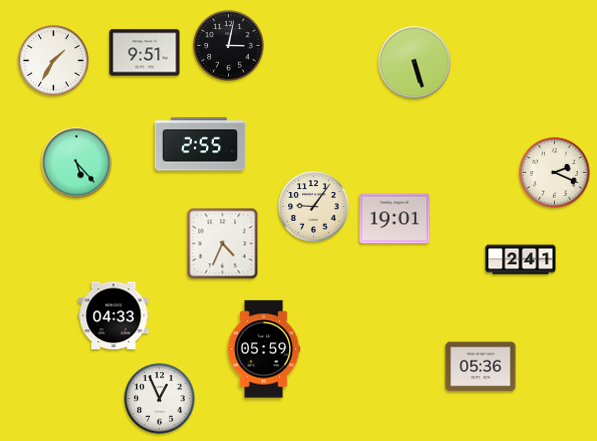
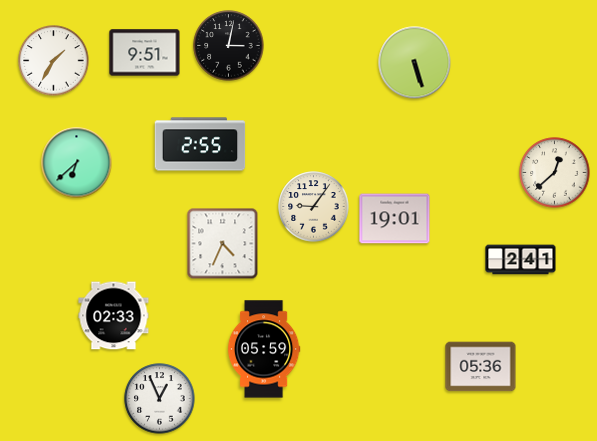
clock at (77, 163): 5:23 -> 6:38
clock at (555, 173): 2:19 -> 12:38
clock at (114, 316): 04:33 -> 02:33
